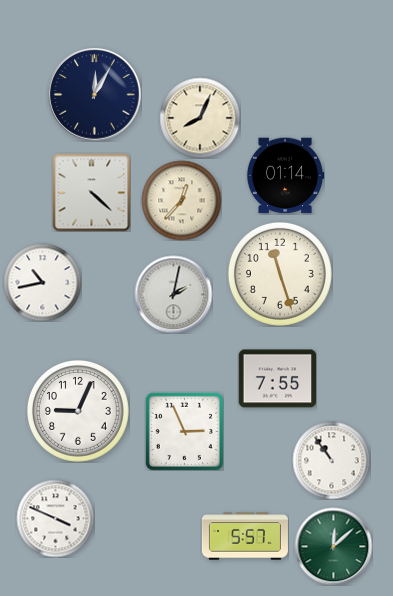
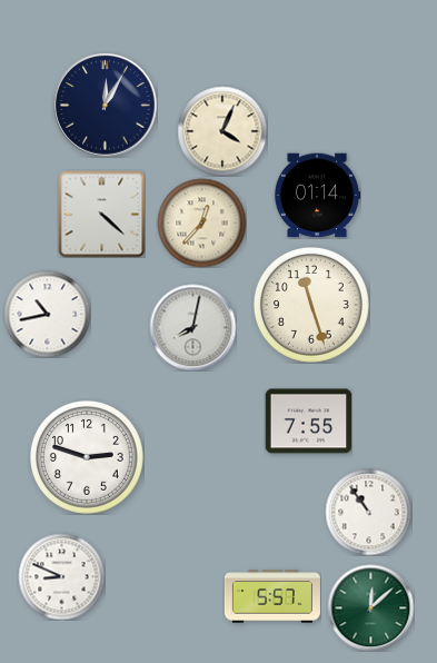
clock at (200, 118): 8:04 -> 4:04
clock at (173, 294): 2:02 -> 8:02
clock at (78, 411): 9:04 -> 2:48
clock at (184, 431): 2:56 -> none
clock at (55, 518): 3:49 -> 8:49
